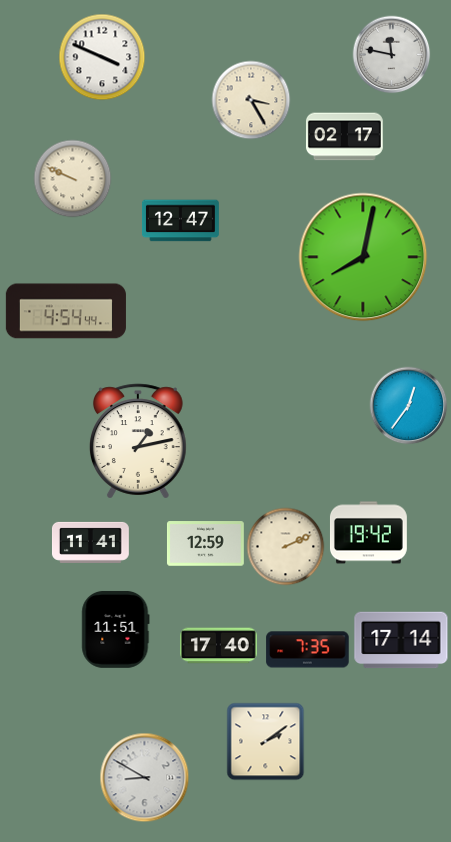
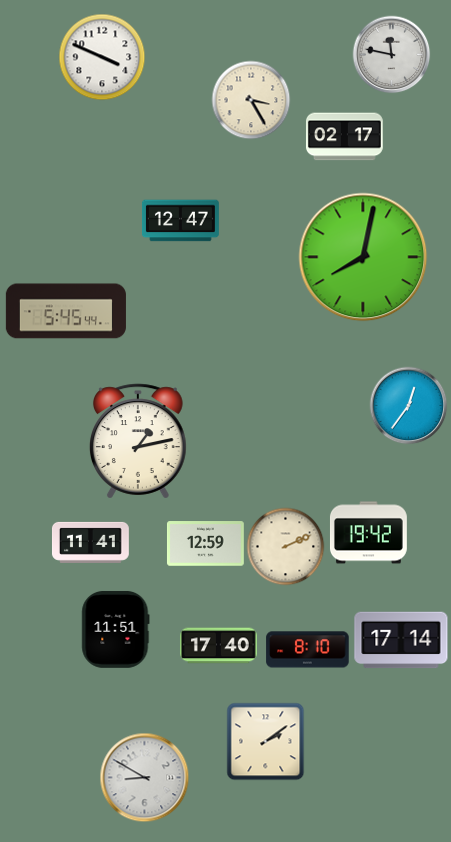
clock at (72, 178): 9:49 -> none
clock at (66, 311): 4:54 -> 5:45
clock at (308, 650): 7:35 -> 8:10
